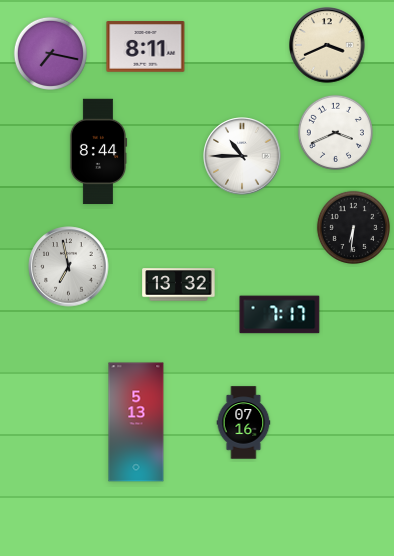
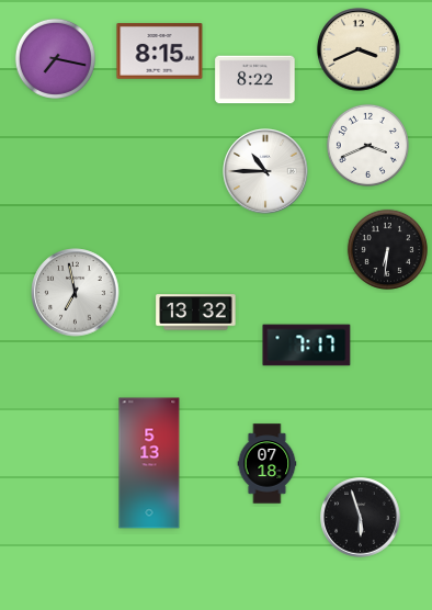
clock at (146, 47): 8:11 -> 8:15
clock at (255, 80): none -> 8:22
clock at (98, 152): 8:44 -> none
clock at (244, 423): 07:16 -> 07:18
clock at (361, 518): none -> 5:57
